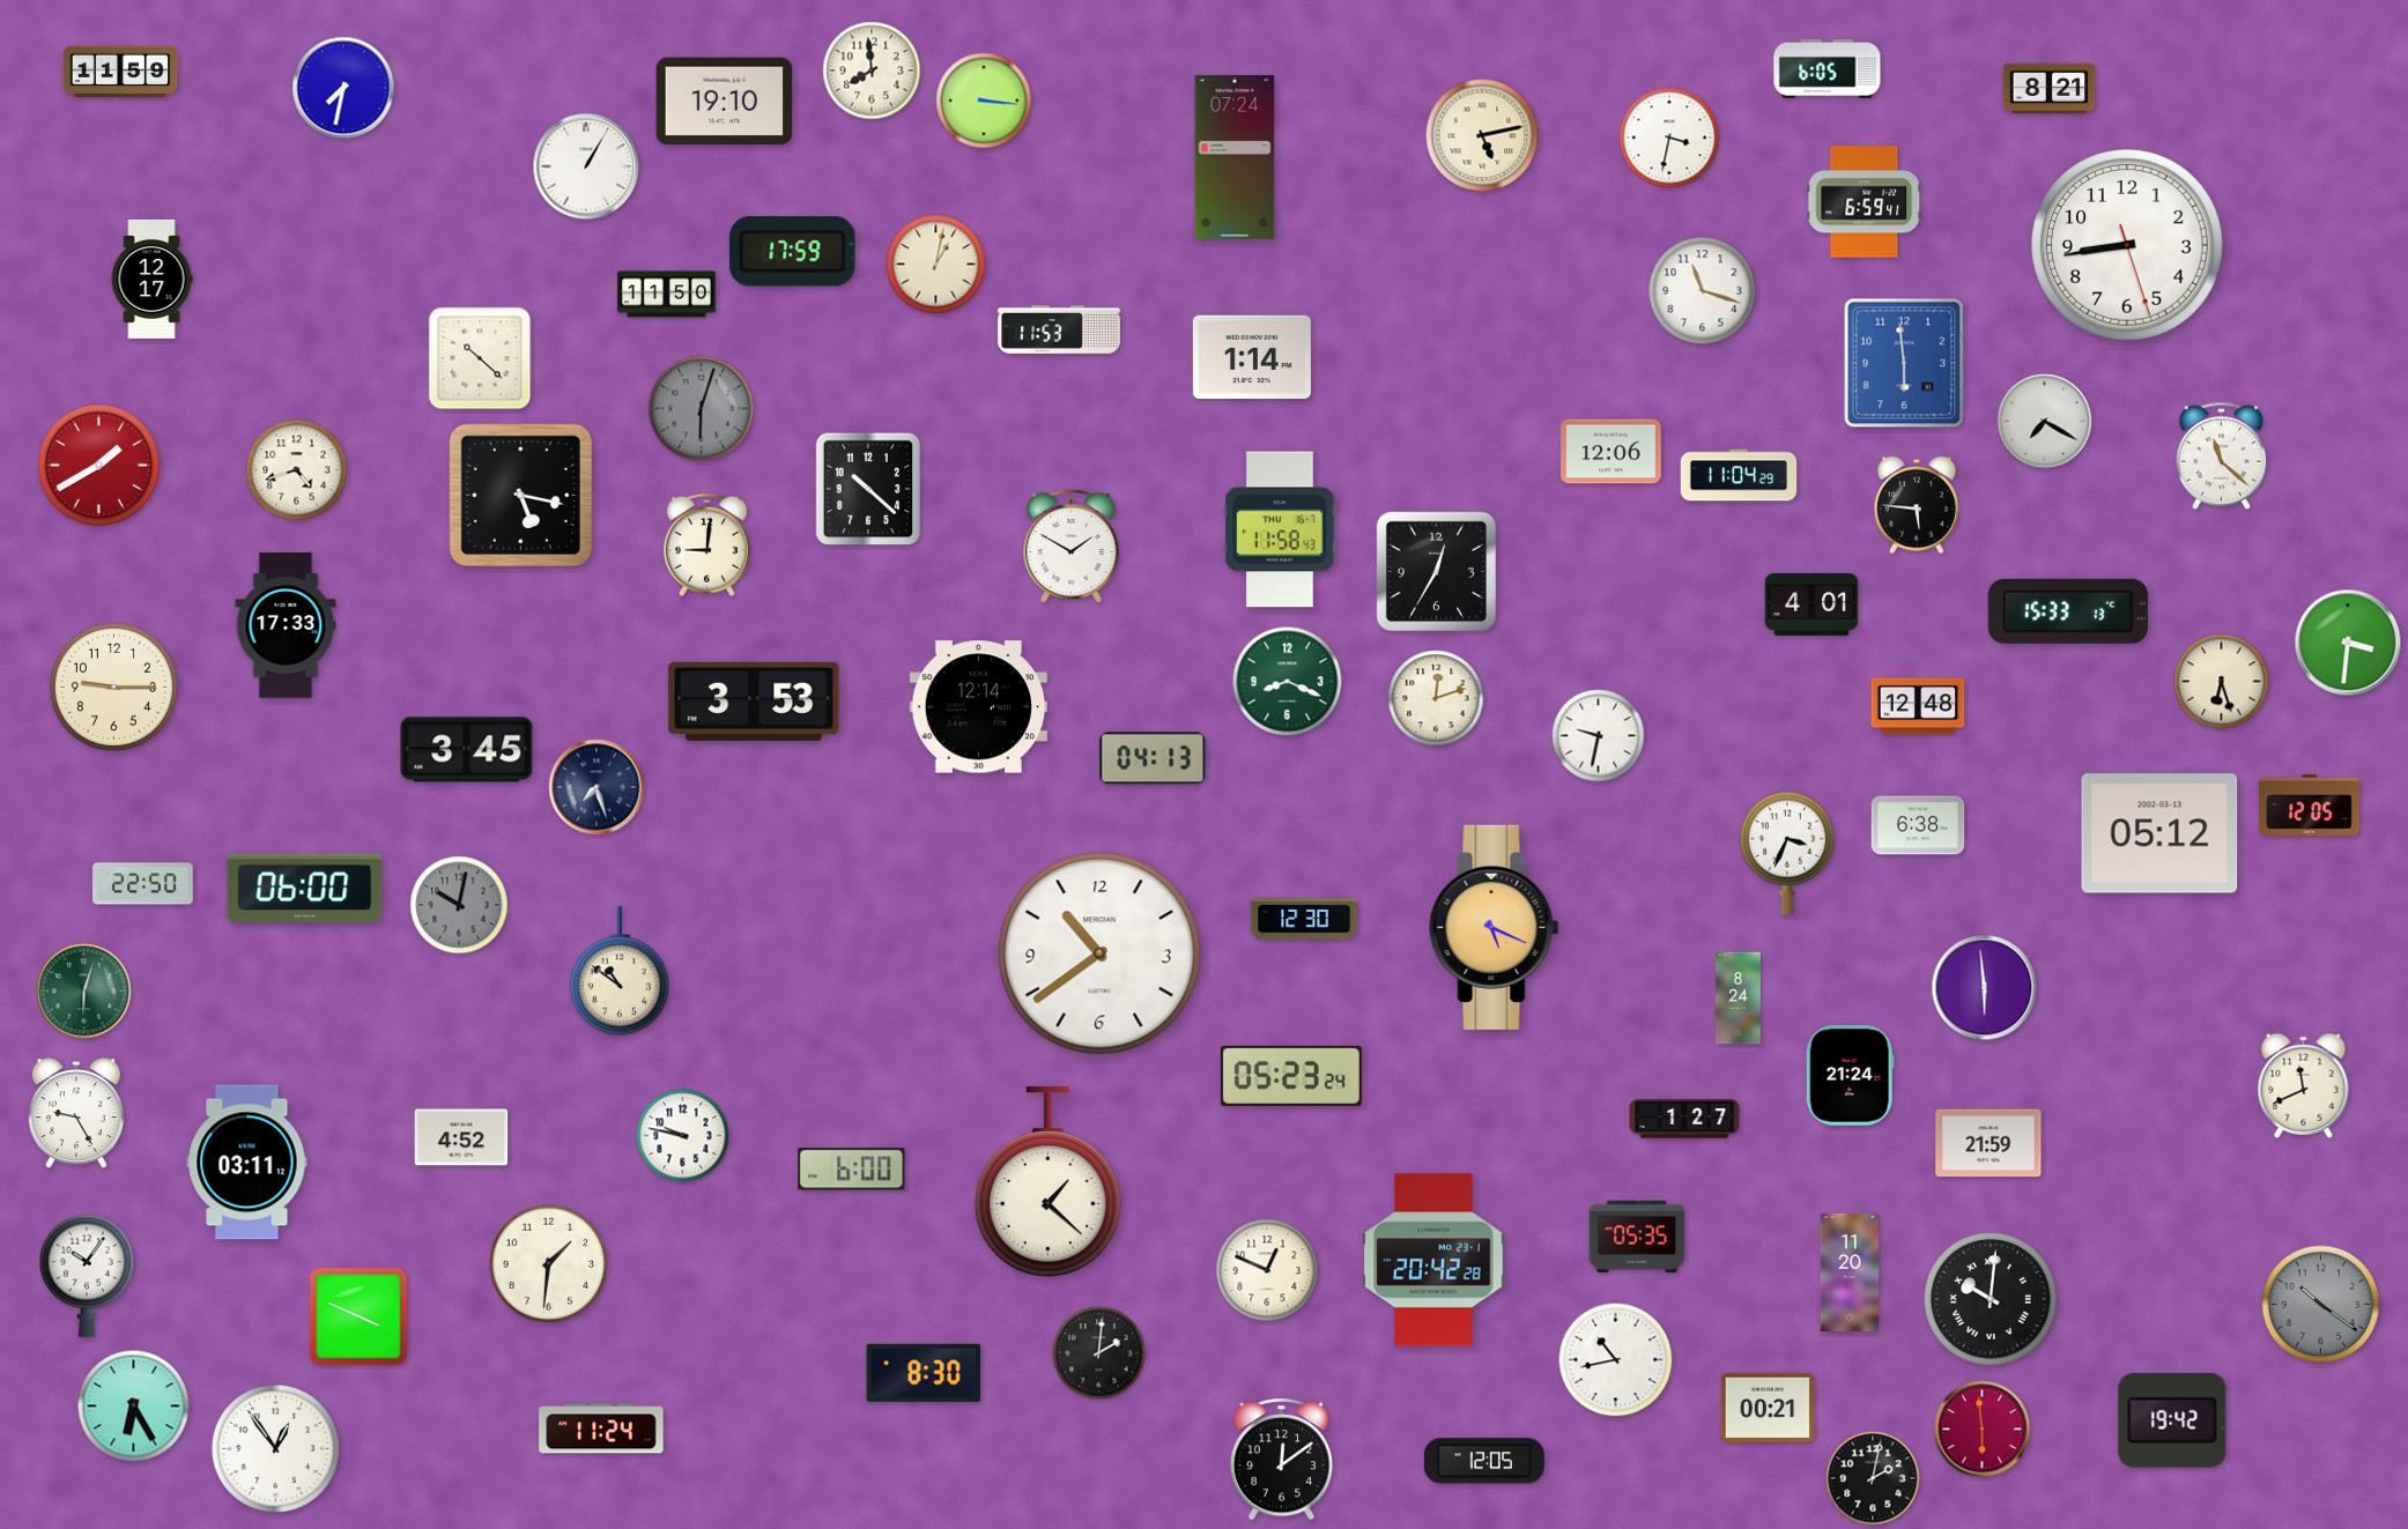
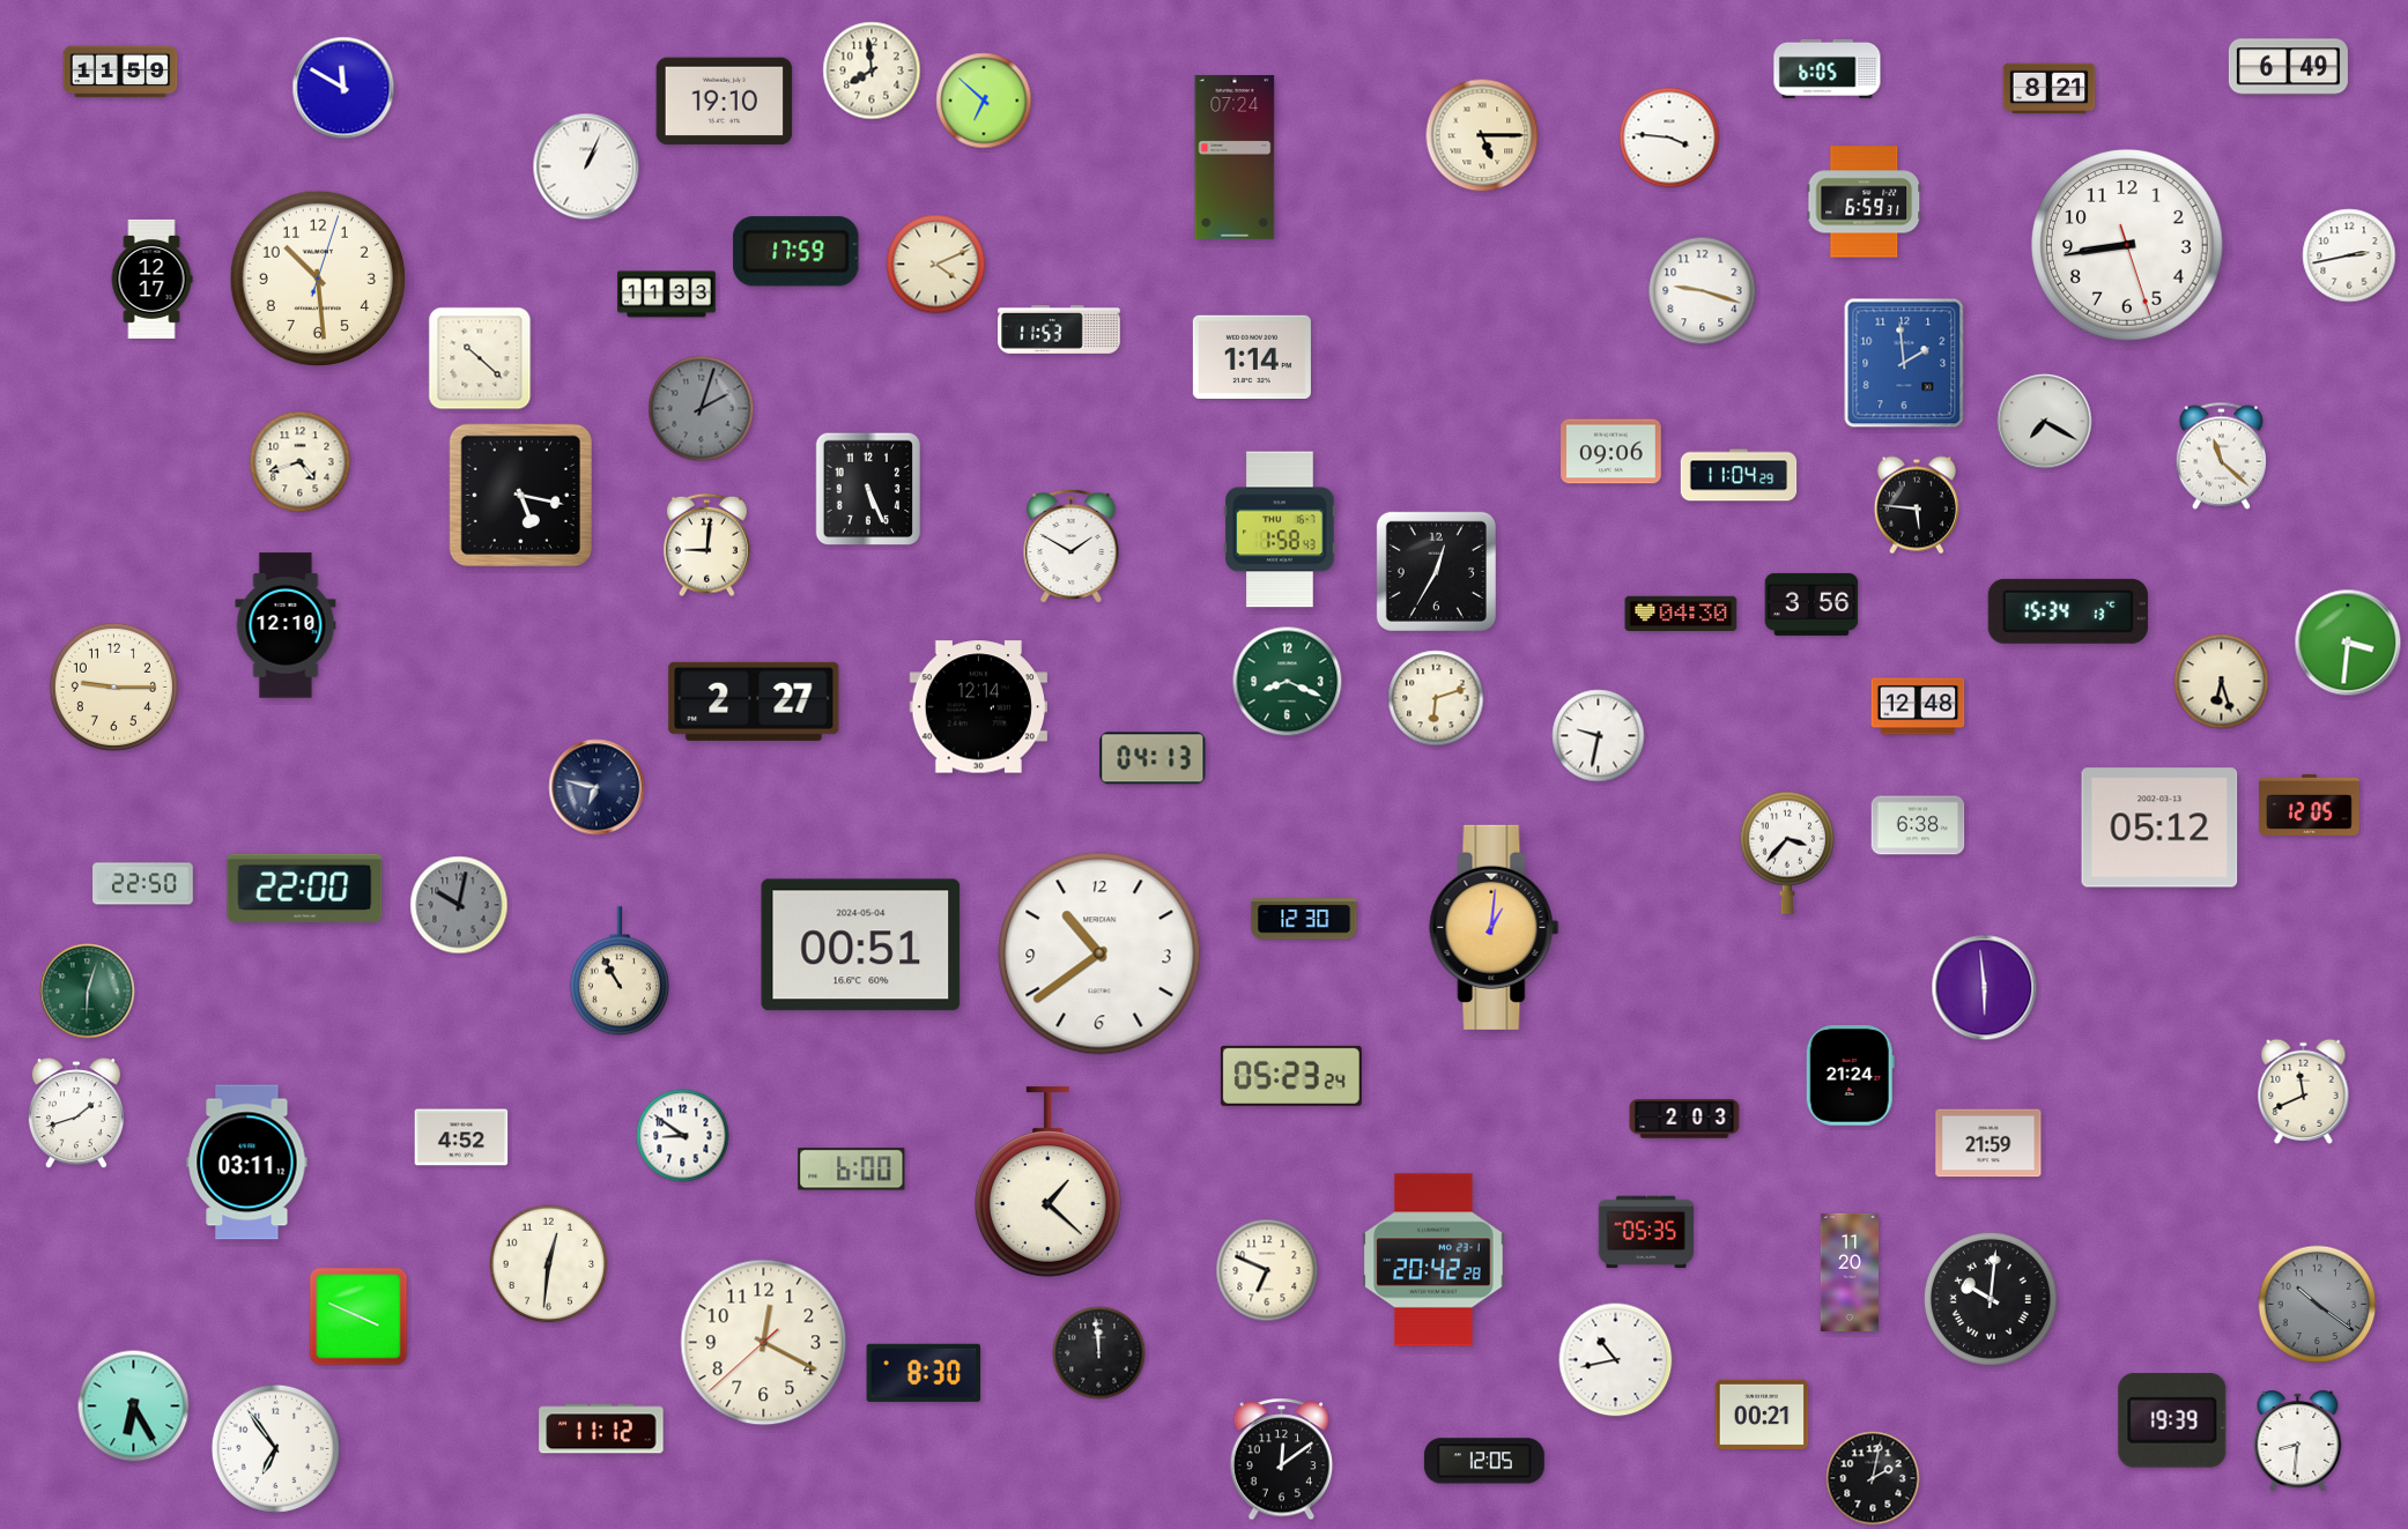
clock at (2288, 67): none -> 6:49
clock at (343, 88): 7:32 -> 11:50
clock at (984, 101): 3:16 -> 6:52
clock at (1482, 135): 5:13 -> 5:15
clock at (1669, 138): 3:32 -> 3:46
clock at (586, 166): 1:05 -> 1:04
clock at (1865, 202): 6:59:41 -> 6:59:31
clock at (793, 252) position: (793, 252) -> (797, 252)
clock at (2349, 255): none -> 2:43
clock at (936, 265): 1:02 -> 4:11
clock at (318, 279): none -> 10:29
clock at (1703, 291): 11:18 -> 9:18
clock at (666, 295): 11:50 -> 11:33
clock at (1904, 363): 5:59 -> 1:59
clock at (702, 409): 6:03 -> 2:03
clock at (1611, 452): 12:06 -> 09:06
clock at (99, 466): 1:40 -> none
clock at (297, 470) position: (297, 470) -> (301, 462)
clock at (868, 489): 10:22 -> 5:26
clock at (1280, 529): 11:58 -> 1:58
clock at (1811, 604): 4:01 -> 3:56
clock at (2068, 611): 15:33 -> 15:34
clock at (1681, 613): none -> 04:30
clock at (286, 625): 17:33 -> 12:10
clock at (1436, 698): 12:12 -> 6:12
clock at (754, 702): 3:53 -> 2:27
clock at (467, 750): 3:45 -> none
clock at (597, 787): 7:27 -> 6:47
clock at (2159, 833) position: (2159, 833) -> (2159, 827)
clock at (1786, 853): 3:34 -> 3:37
clock at (305, 888): 06:00 -> 22:00
clock at (1495, 927): 5:19 -> 1:01
clock at (861, 945): none -> 00:51
clock at (620, 972): 10:51 -> 10:55
clock at (84, 992) position: (84, 992) -> (88, 992)
clock at (1739, 999): 8:24 -> none
clock at (2304, 1085) position: (2304, 1085) -> (2304, 1091)
clock at (76, 1114): 9:25 -> 1:42
clock at (1684, 1119): 1:27 -> 2:03
clock at (683, 1136): 9:47 -> 8:51
clock at (1636, 1237) position: (1636, 1237) -> (1645, 1232)
clock at (549, 1264): 1:31 -> 12:31
clock at (1267, 1270): 12:49 -> 6:49
clock at (86, 1276): 10:06 -> none
clock at (2321, 1305) position: (2321, 1305) -> (2318, 1305)
clock at (764, 1343): none -> 12:19
clock at (1099, 1353): 2:01 -> 11:59
clock at (1768, 1406) position: (1768, 1406) -> (1762, 1413)
clock at (2172, 1422): 19:42 -> 19:39
clock at (601, 1428): 11:24 -> 11:12
clock at (1983, 1430): 5:59 -> none
clock at (2298, 1440): none -> 8:31
clock at (275, 1448): 12:54 -> 6:54
